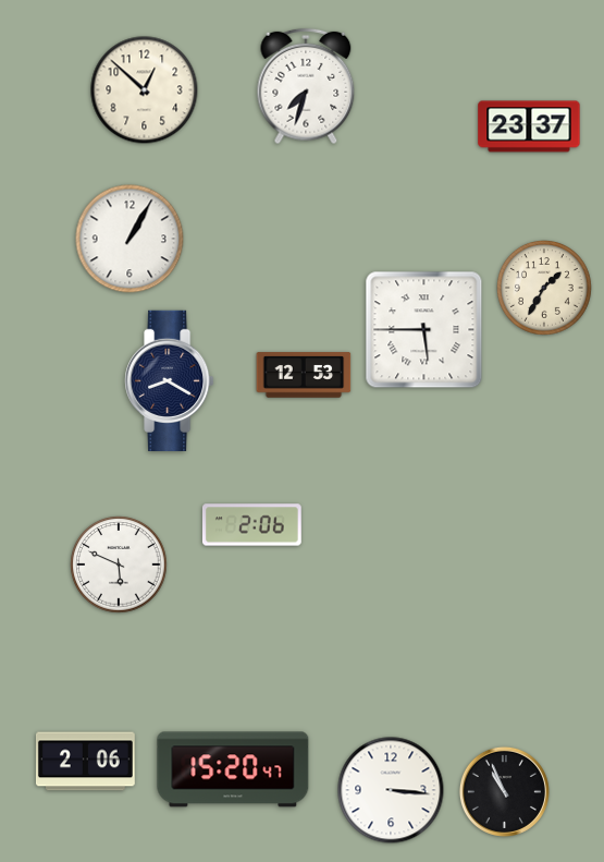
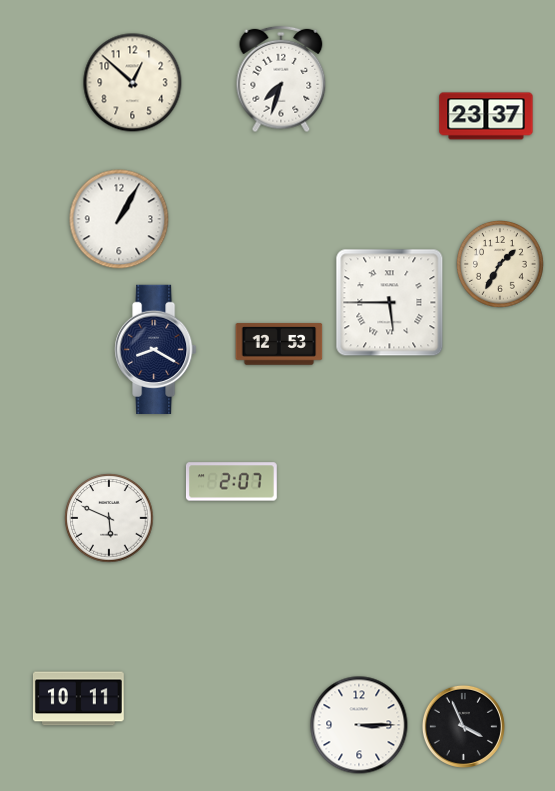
clock at (251, 525): 2:06 -> 2:07
clock at (86, 762): 2:06 -> 10:11
clock at (233, 769): 15:20 -> none
clock at (391, 790): 3:16 -> 3:15
clock at (504, 791): 10:56 -> 3:56
